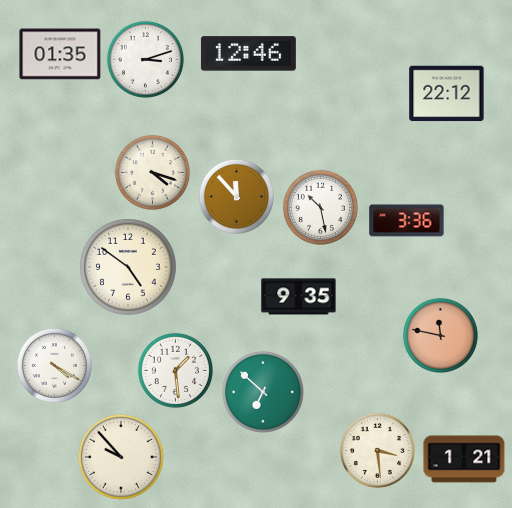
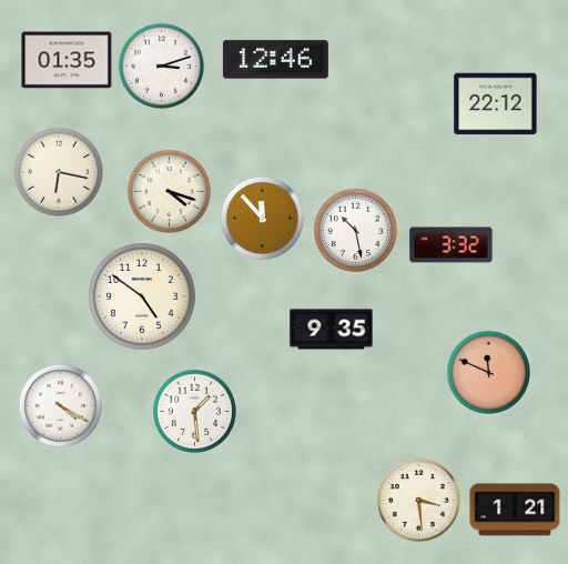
clock at (59, 172): none -> 6:17
clock at (407, 221): 3:36 -> 3:32
clock at (440, 335): 11:47 -> 11:49
clock at (263, 392): 6:52 -> none
clock at (121, 457): 9:53 -> none
